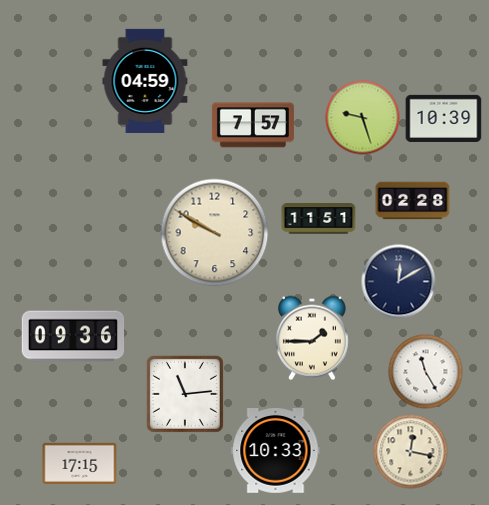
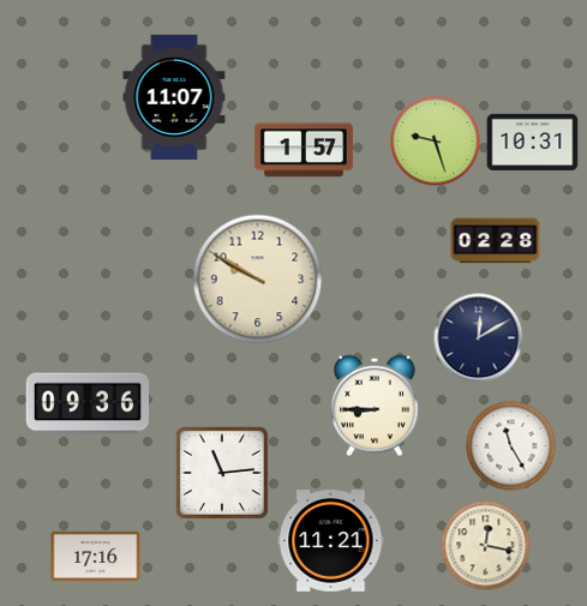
clock at (145, 81): 04:59 -> 11:07
clock at (444, 118): 10:39 -> 10:31
clock at (253, 125): 7:57 -> 1:57
clock at (319, 219): 11:51 -> none
clock at (312, 338): 1:45 -> 8:45
clock at (276, 451): 10:33 -> 11:21
clock at (411, 452) position: (411, 452) -> (486, 546)
clock at (80, 463): 17:15 -> 17:16
